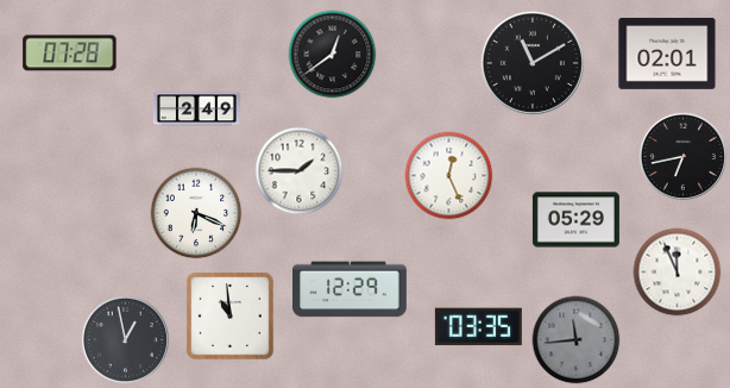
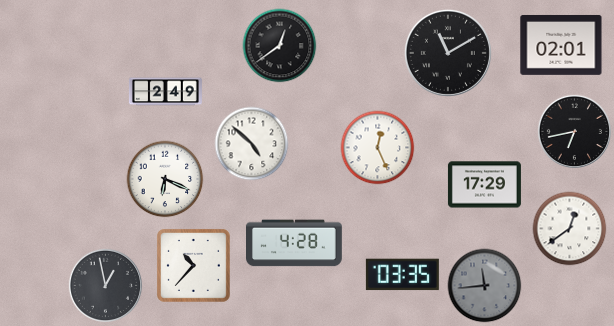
clock at (70, 54): 07:28 -> none
clock at (300, 171): 1:45 -> 4:52
clock at (575, 220): 05:29 -> 17:29
clock at (678, 273): 11:56 -> 12:39
clock at (351, 289): 12:29 -> 4:28
clock at (231, 315): 10:59 -> 10:37
